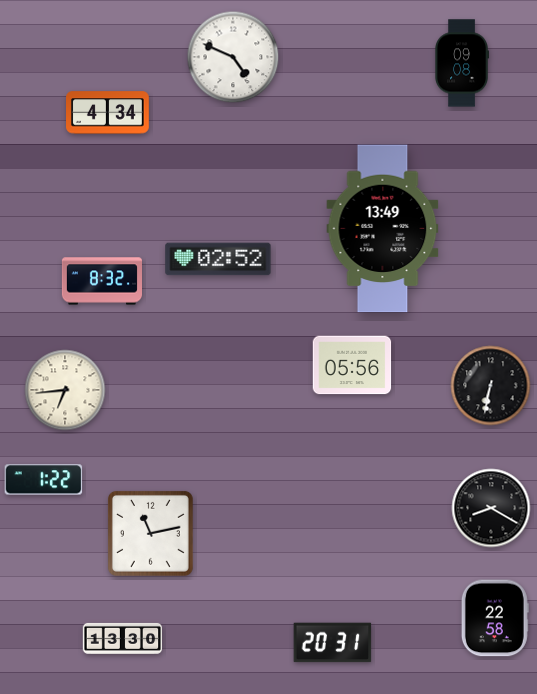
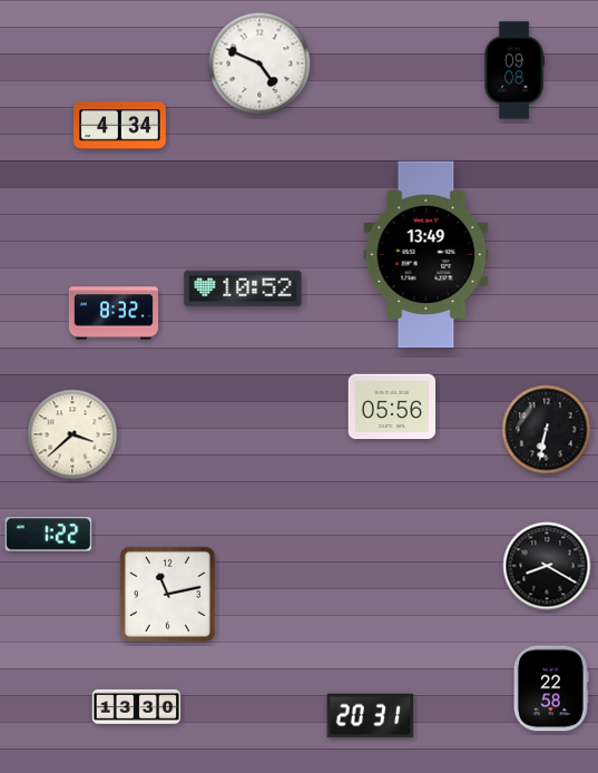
clock at (218, 259): 02:52 -> 10:52
clock at (65, 390): 6:44 -> 3:38
clock at (123, 638) position: (123, 638) -> (137, 706)
